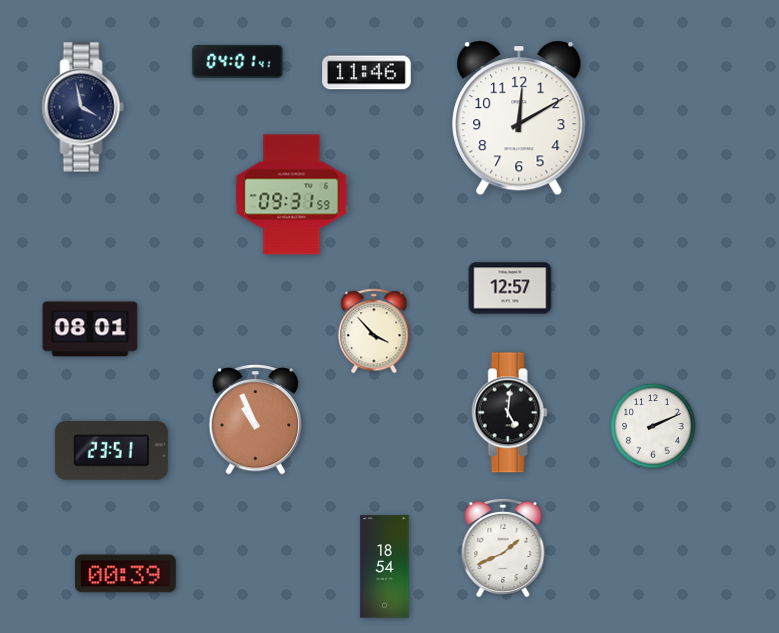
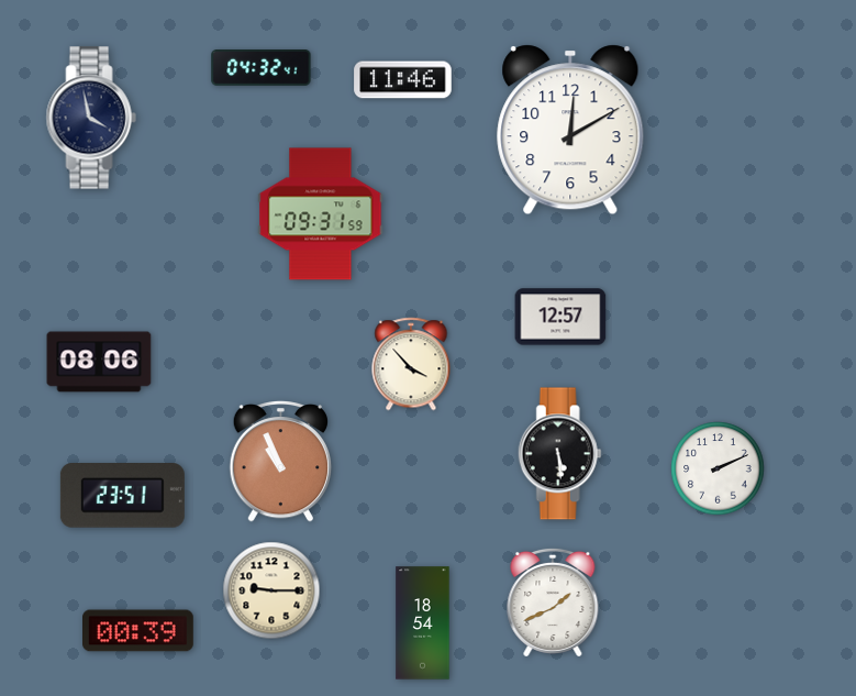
clock at (238, 62): 04:01 -> 04:32
clock at (90, 329): 08:01 -> 08:06
clock at (509, 413): 5:01 -> 5:29
clock at (271, 590): none -> 9:15
